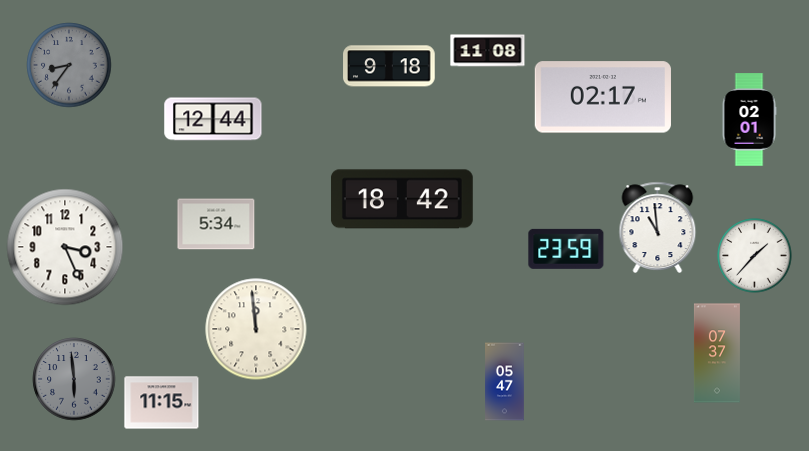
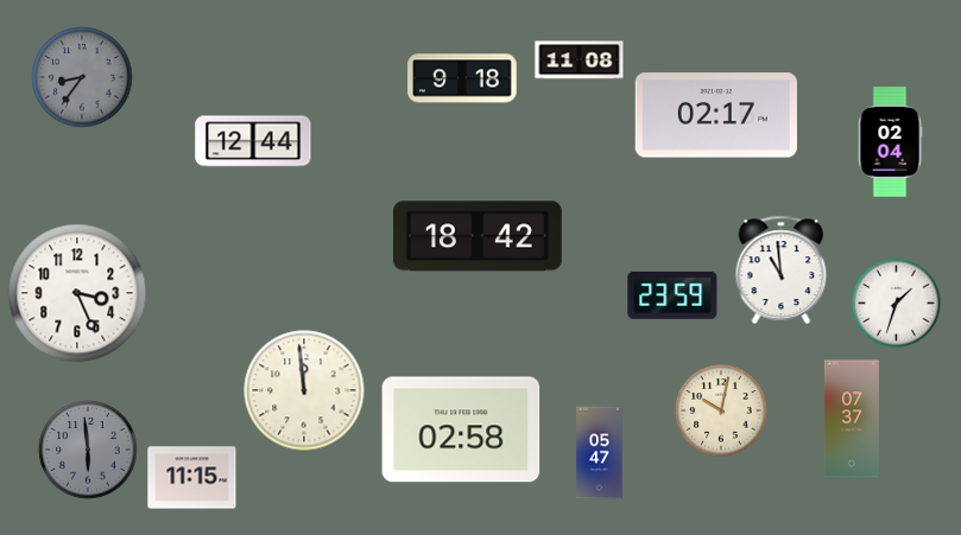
clock at (749, 120): 02:01 -> 02:04
clock at (216, 224): 5:34 -> none
clock at (755, 256): 1:37 -> 1:33
clock at (721, 410): none -> 10:02
clock at (461, 429): none -> 02:58
